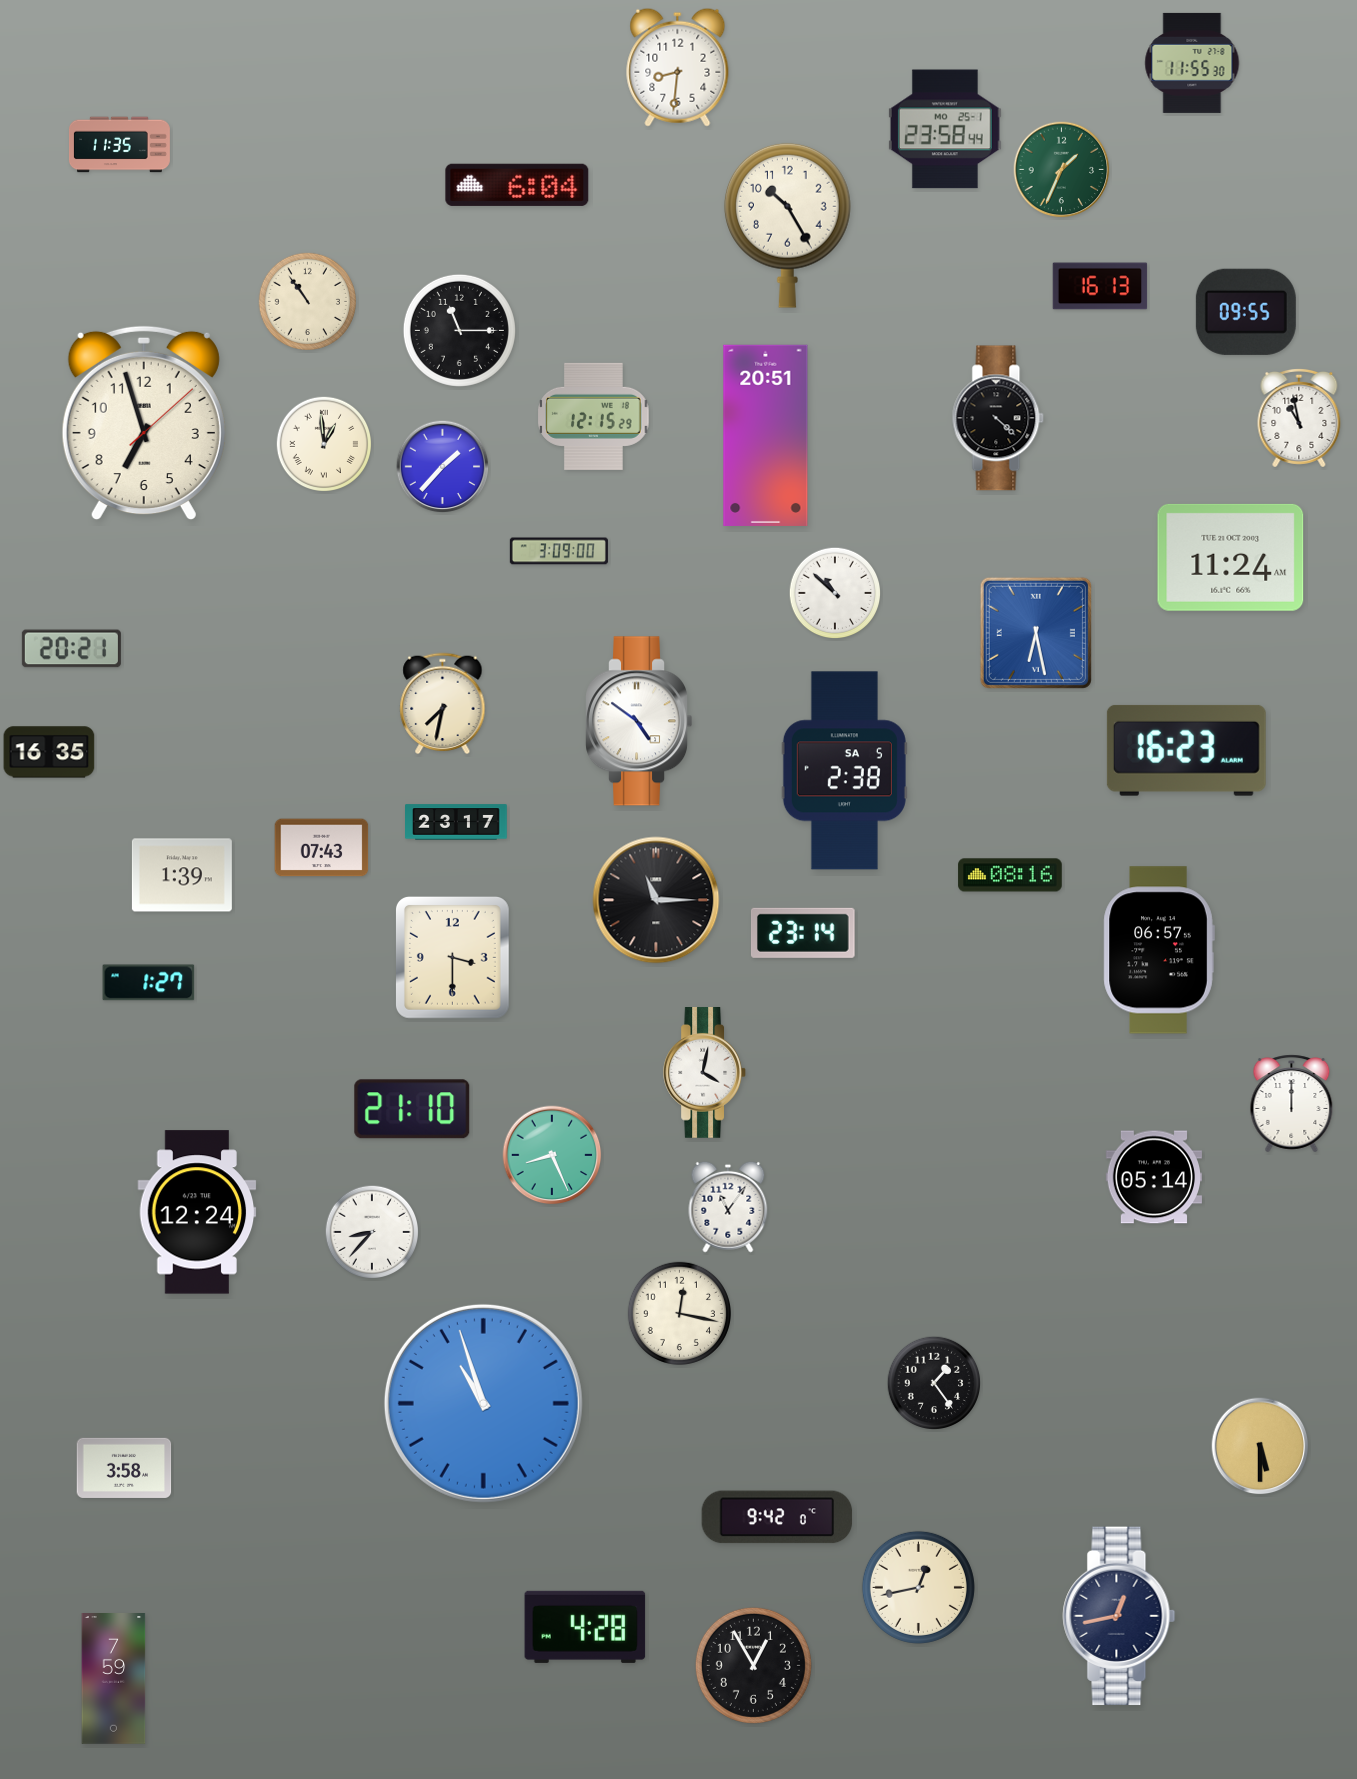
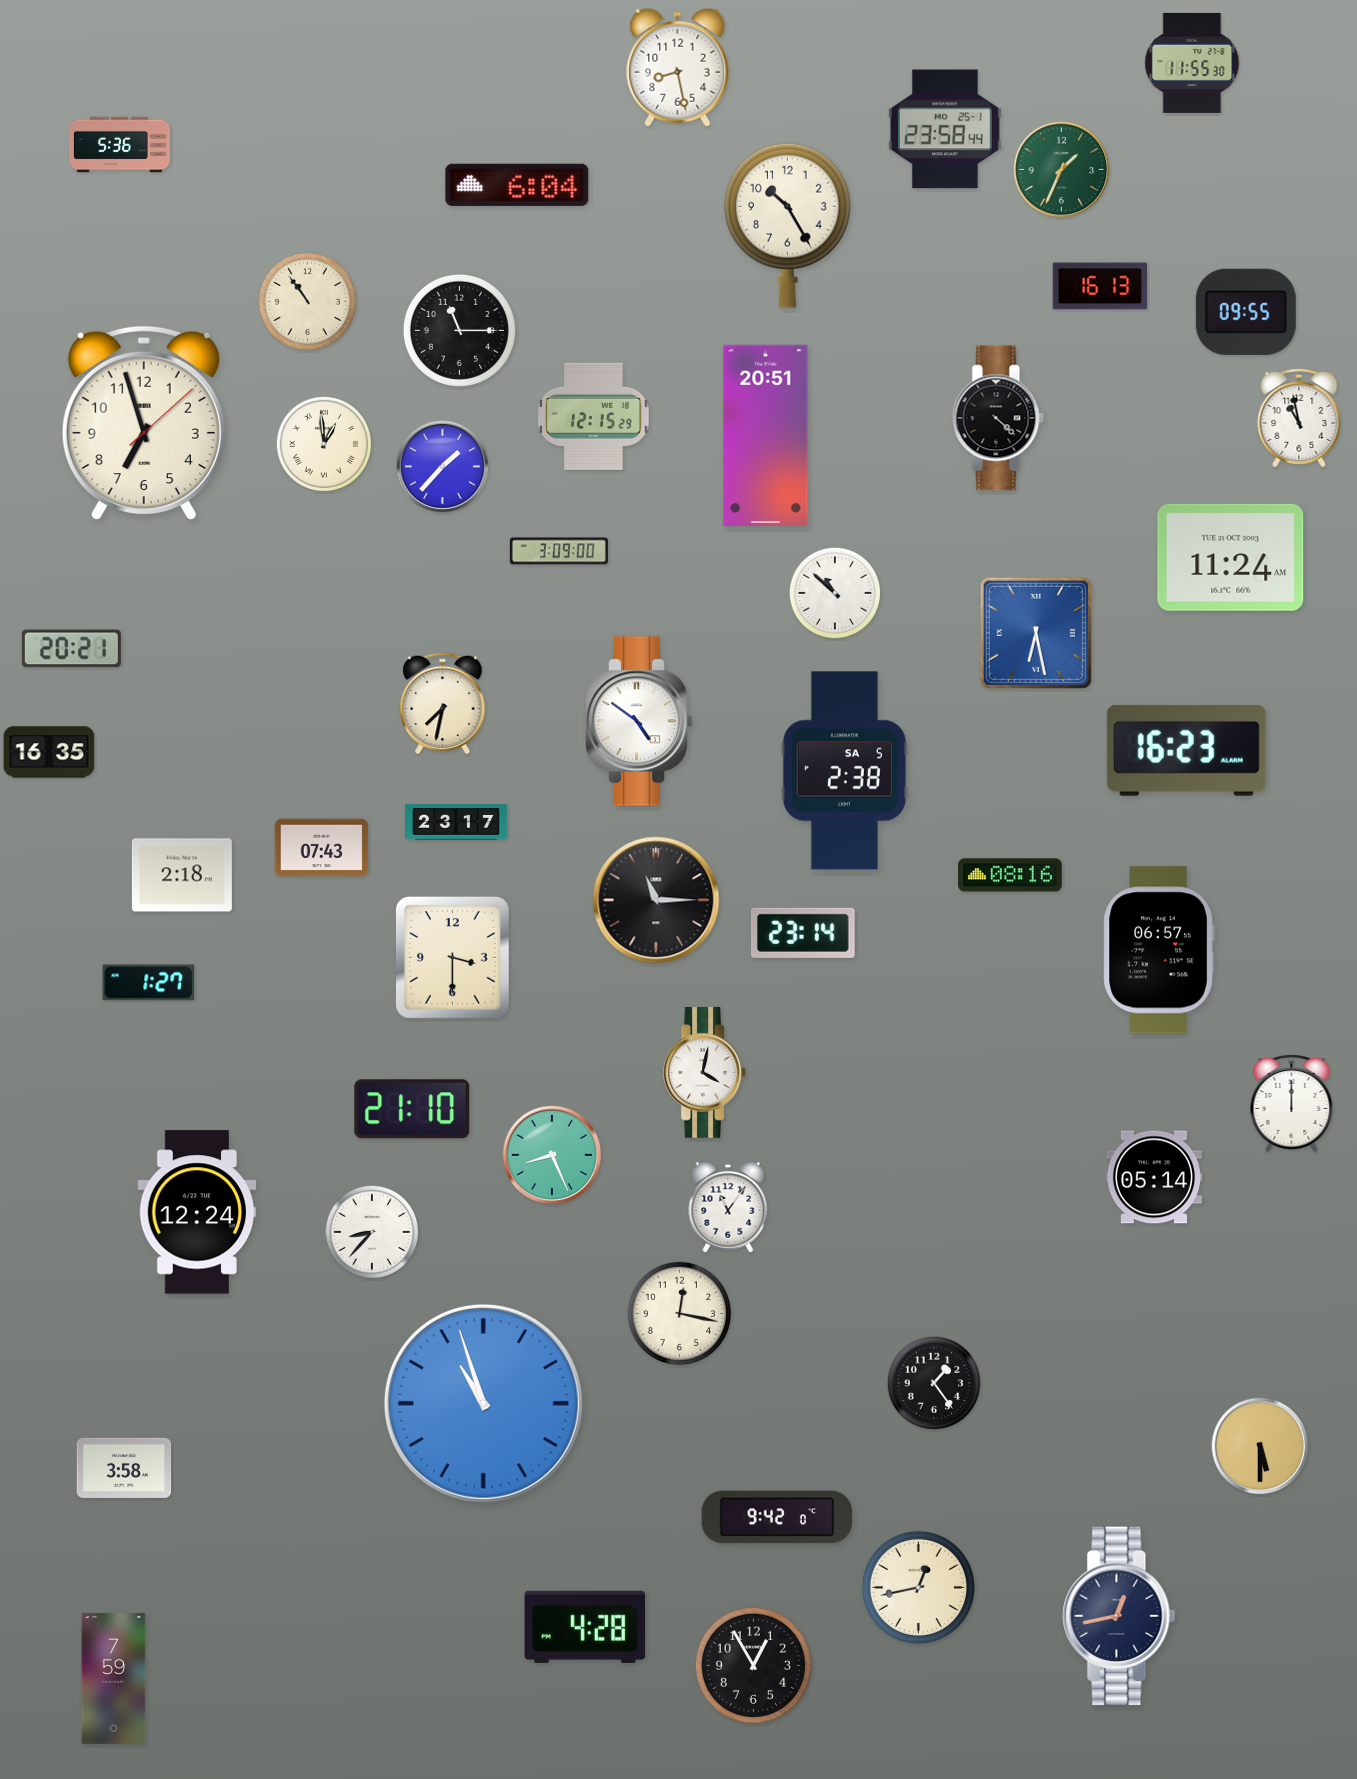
clock at (678, 67): 8:31 -> 8:28
clock at (119, 145): 11:35 -> 5:36
clock at (182, 875): 1:39 -> 2:18
